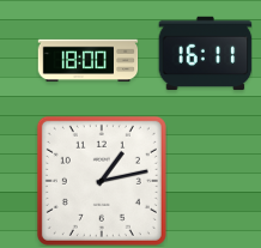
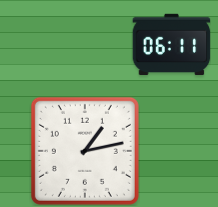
clock at (205, 54): 16:11 -> 06:11
clock at (87, 61): 18:00 -> none
